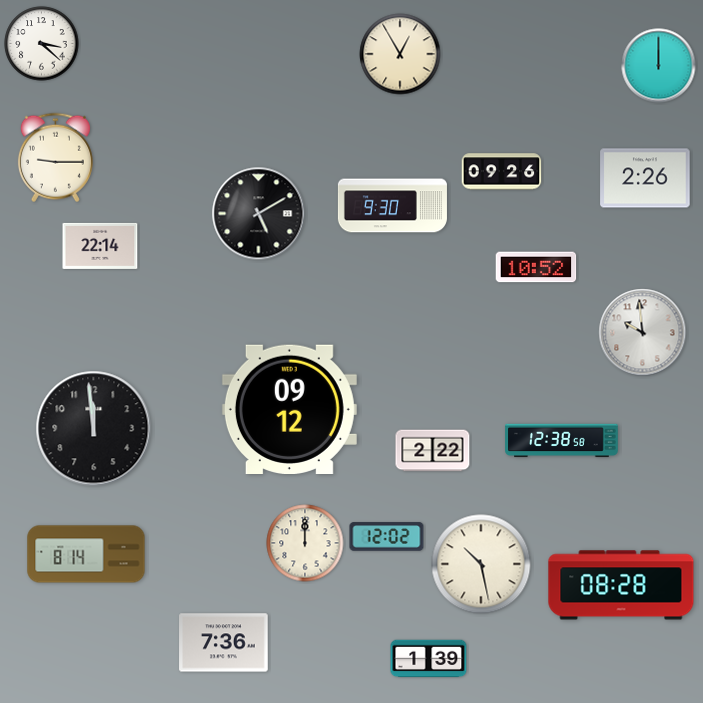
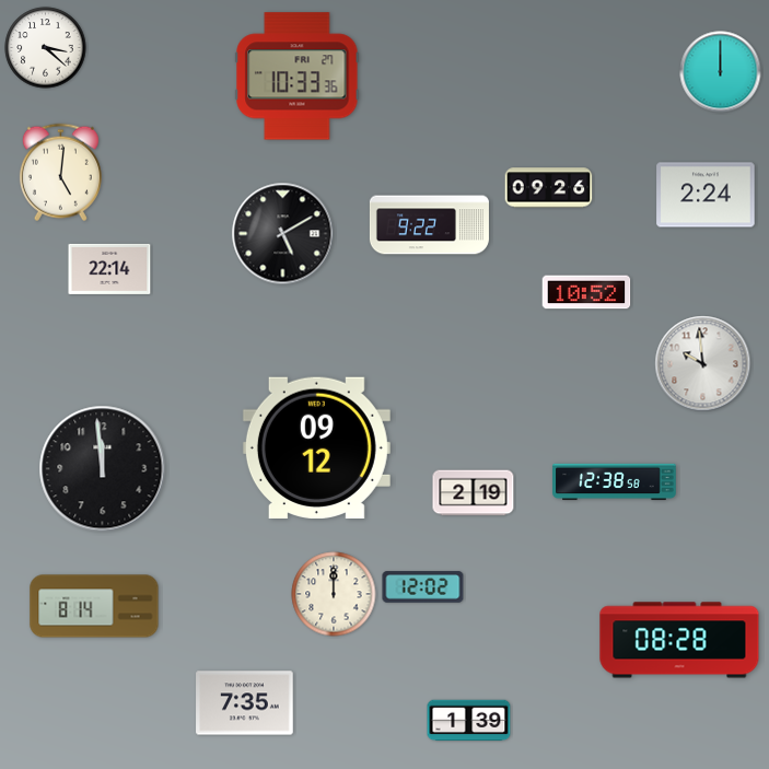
clock at (400, 54): 12:55 -> none
clock at (298, 77): none -> 10:33
clock at (55, 158): 9:15 -> 5:01
clock at (645, 178): 2:26 -> 2:24
clock at (392, 206): 9:30 -> 9:22
clock at (433, 451): 2:22 -> 2:19
clock at (481, 564): 10:28 -> none
clock at (224, 643): 7:36 -> 7:35
